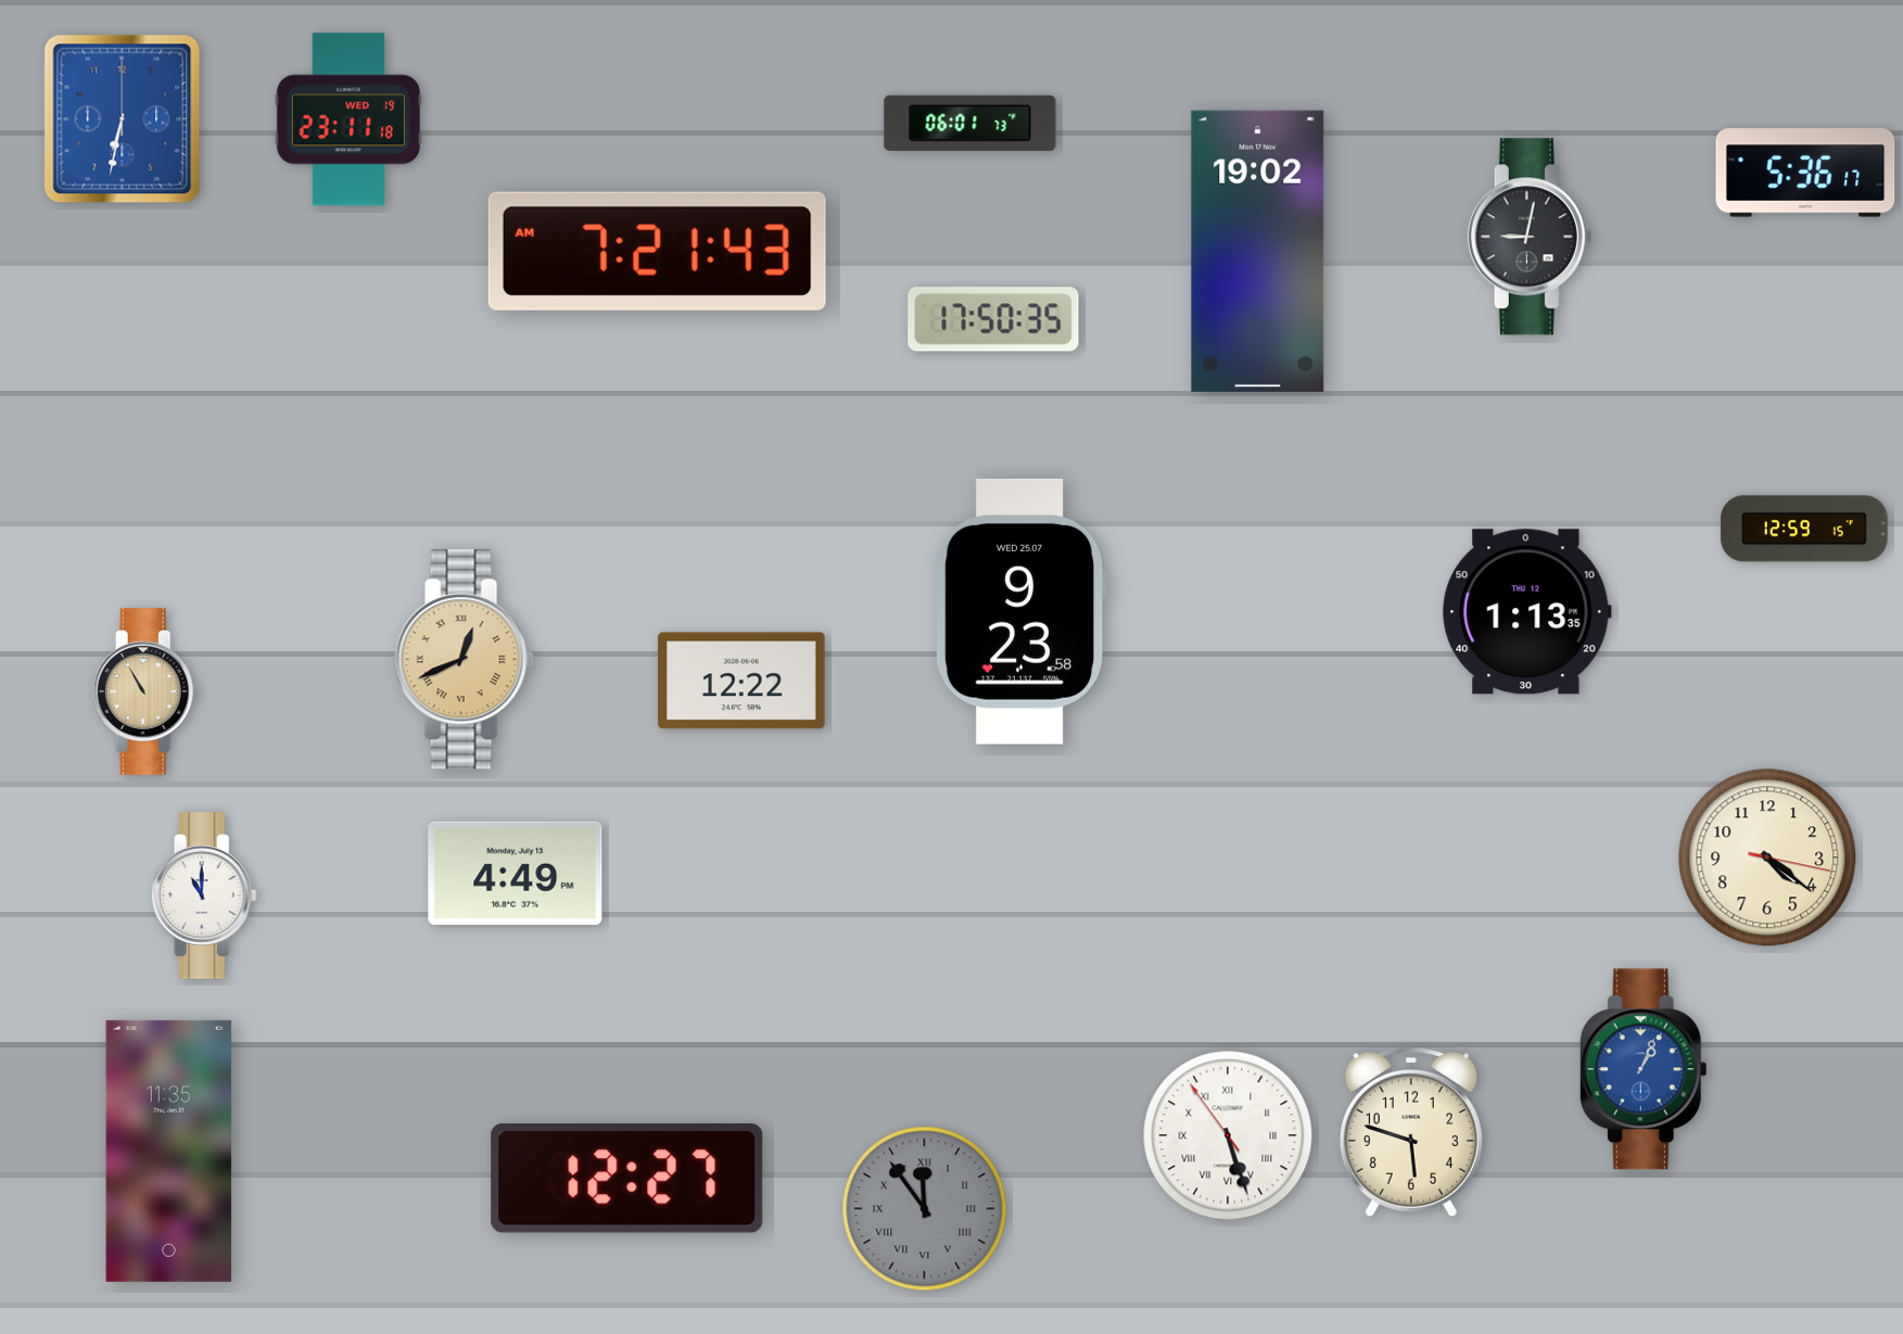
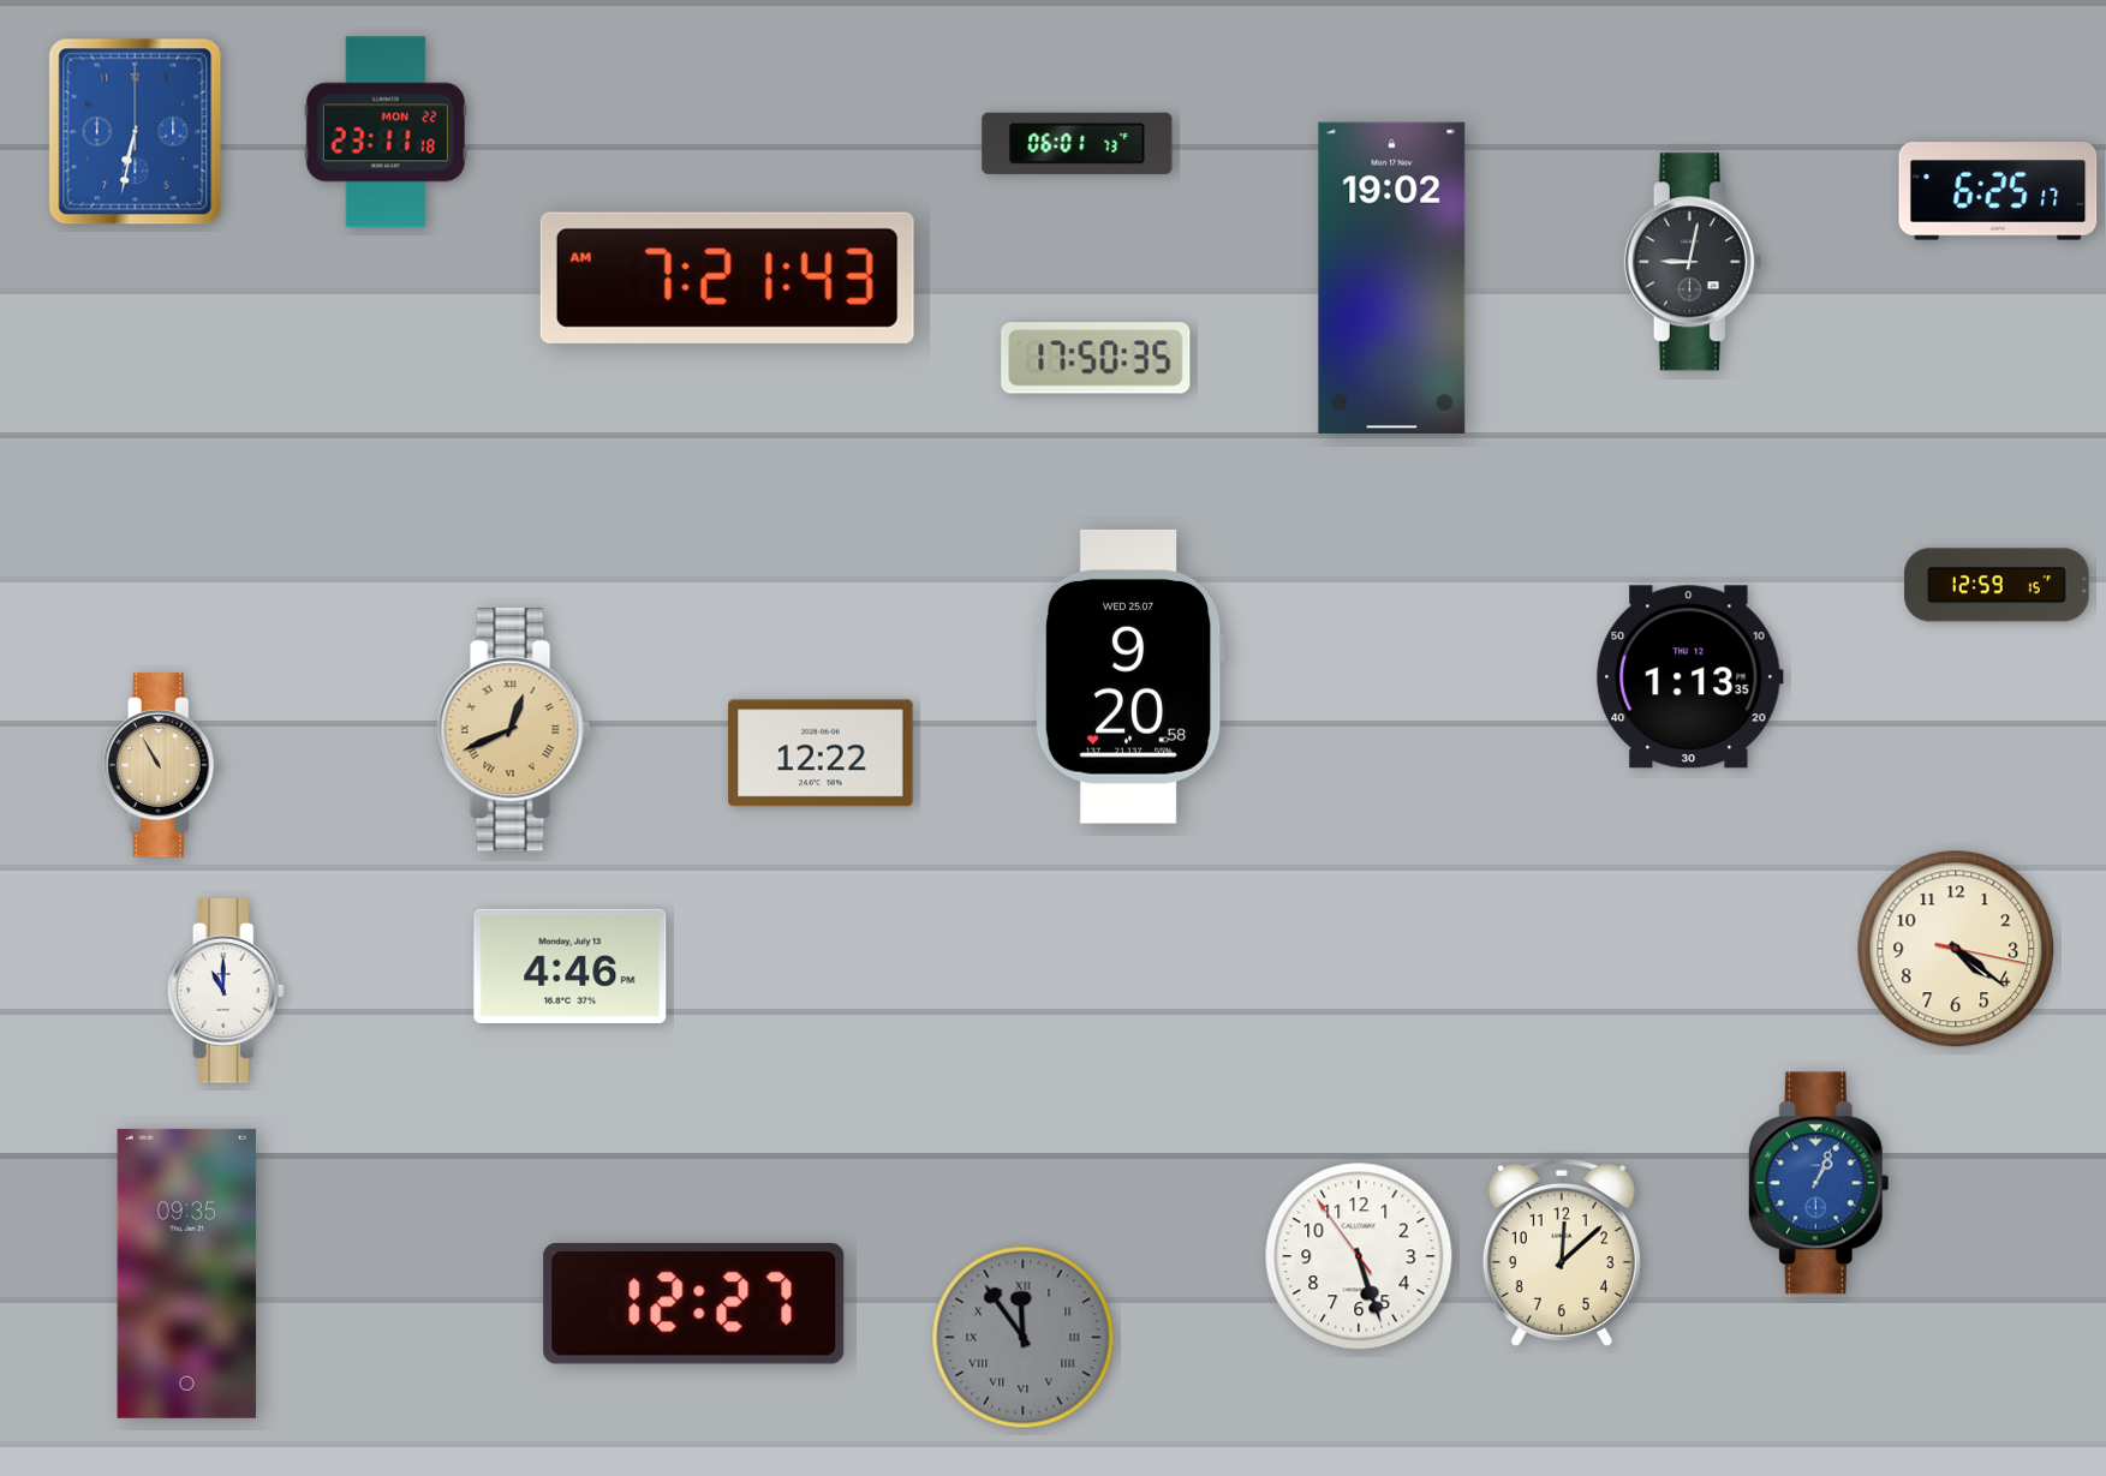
clock at (348, 119) date: WED 19 -> MON 22
clock at (970, 123) position: (970, 123) -> (1078, 143)
clock at (1805, 173): 5:36 -> 6:25
clock at (993, 319) position: (993, 319) -> (1096, 358)
clock at (1020, 611): 9:23 -> 9:20
clock at (516, 873): 4:49 -> 4:46
clock at (1411, 1132): 5:48 -> 12:08
clock at (1228, 1135) numerals: Roman -> Arabic
clock at (169, 1151): 11:35 -> 09:35
